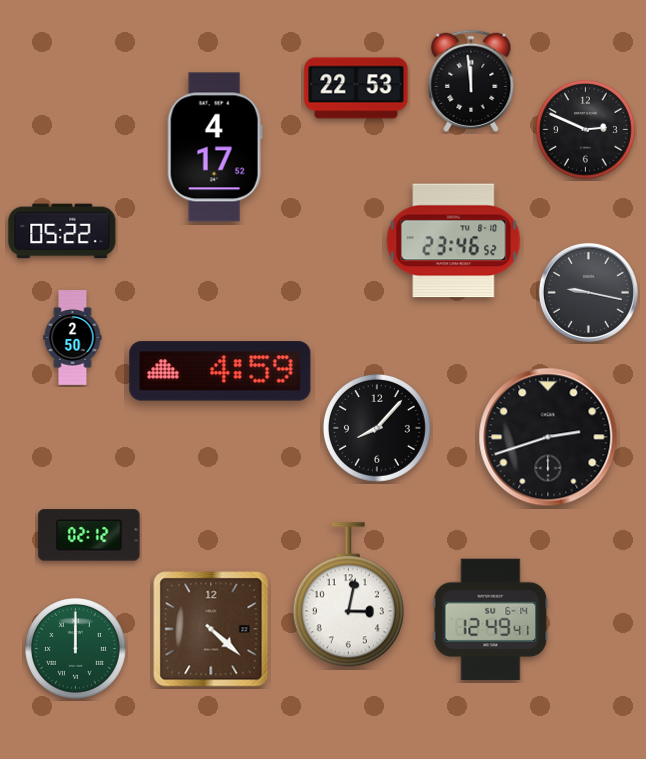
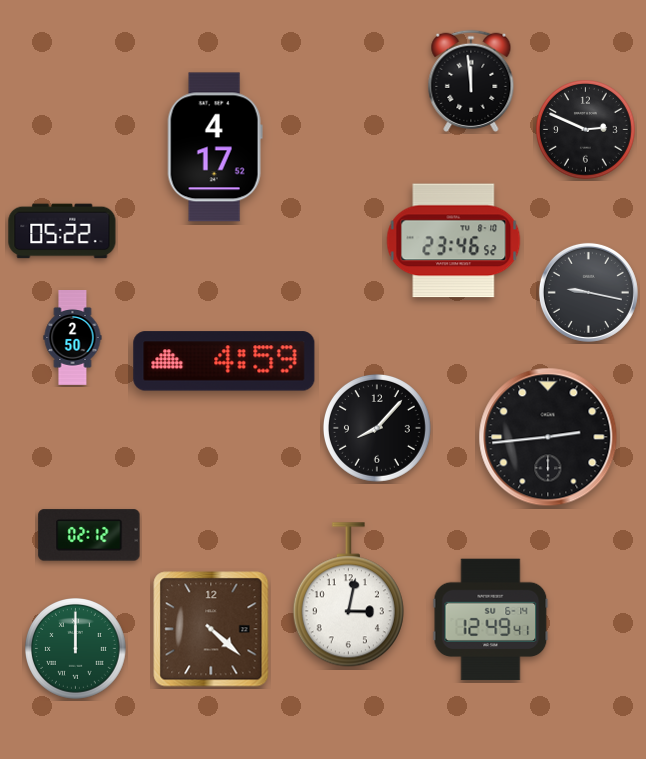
clock at (356, 88): 22:53 -> none
clock at (220, 371) position: (220, 371) -> (224, 361)
clock at (548, 437): 2:42 -> 2:44
